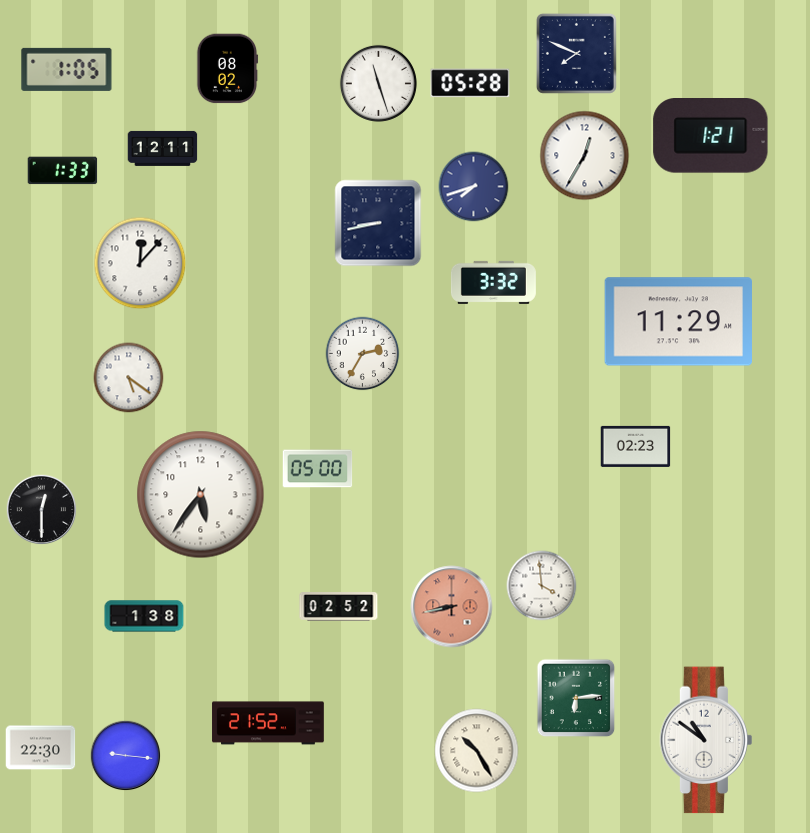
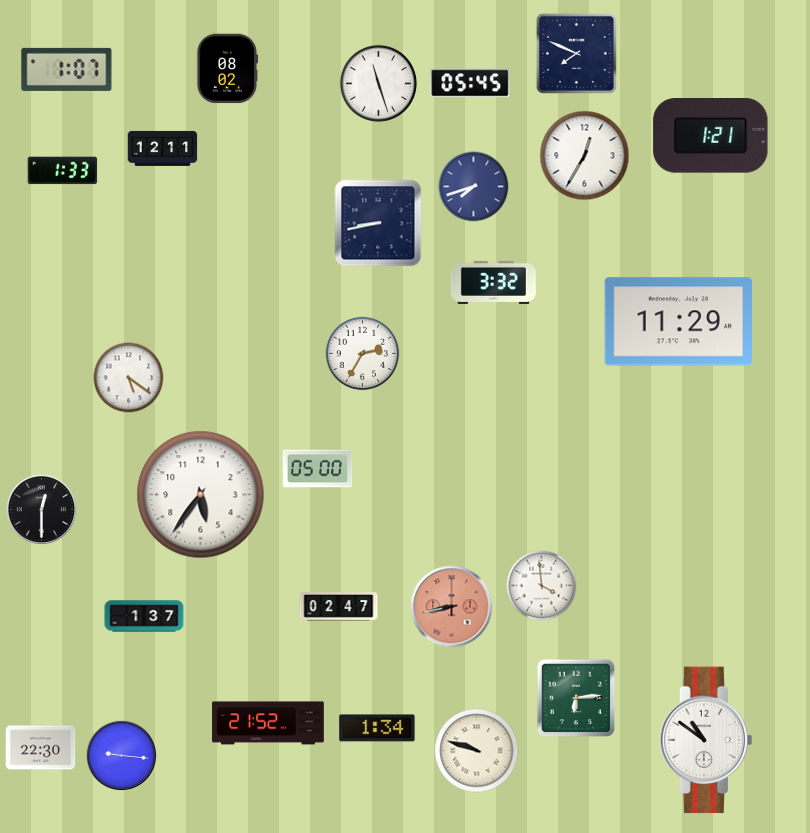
clock at (67, 69): 1:05 -> 1:07
clock at (470, 83): 05:28 -> 05:45
clock at (140, 263): 12:07 -> none
clock at (636, 446): 02:23 -> none
clock at (339, 607): 02:52 -> 02:47
clock at (144, 616): 1:38 -> 1:37
clock at (377, 728): none -> 1:34
clock at (477, 751): 10:25 -> 9:48
clock at (126, 756) position: (126, 756) -> (122, 756)
